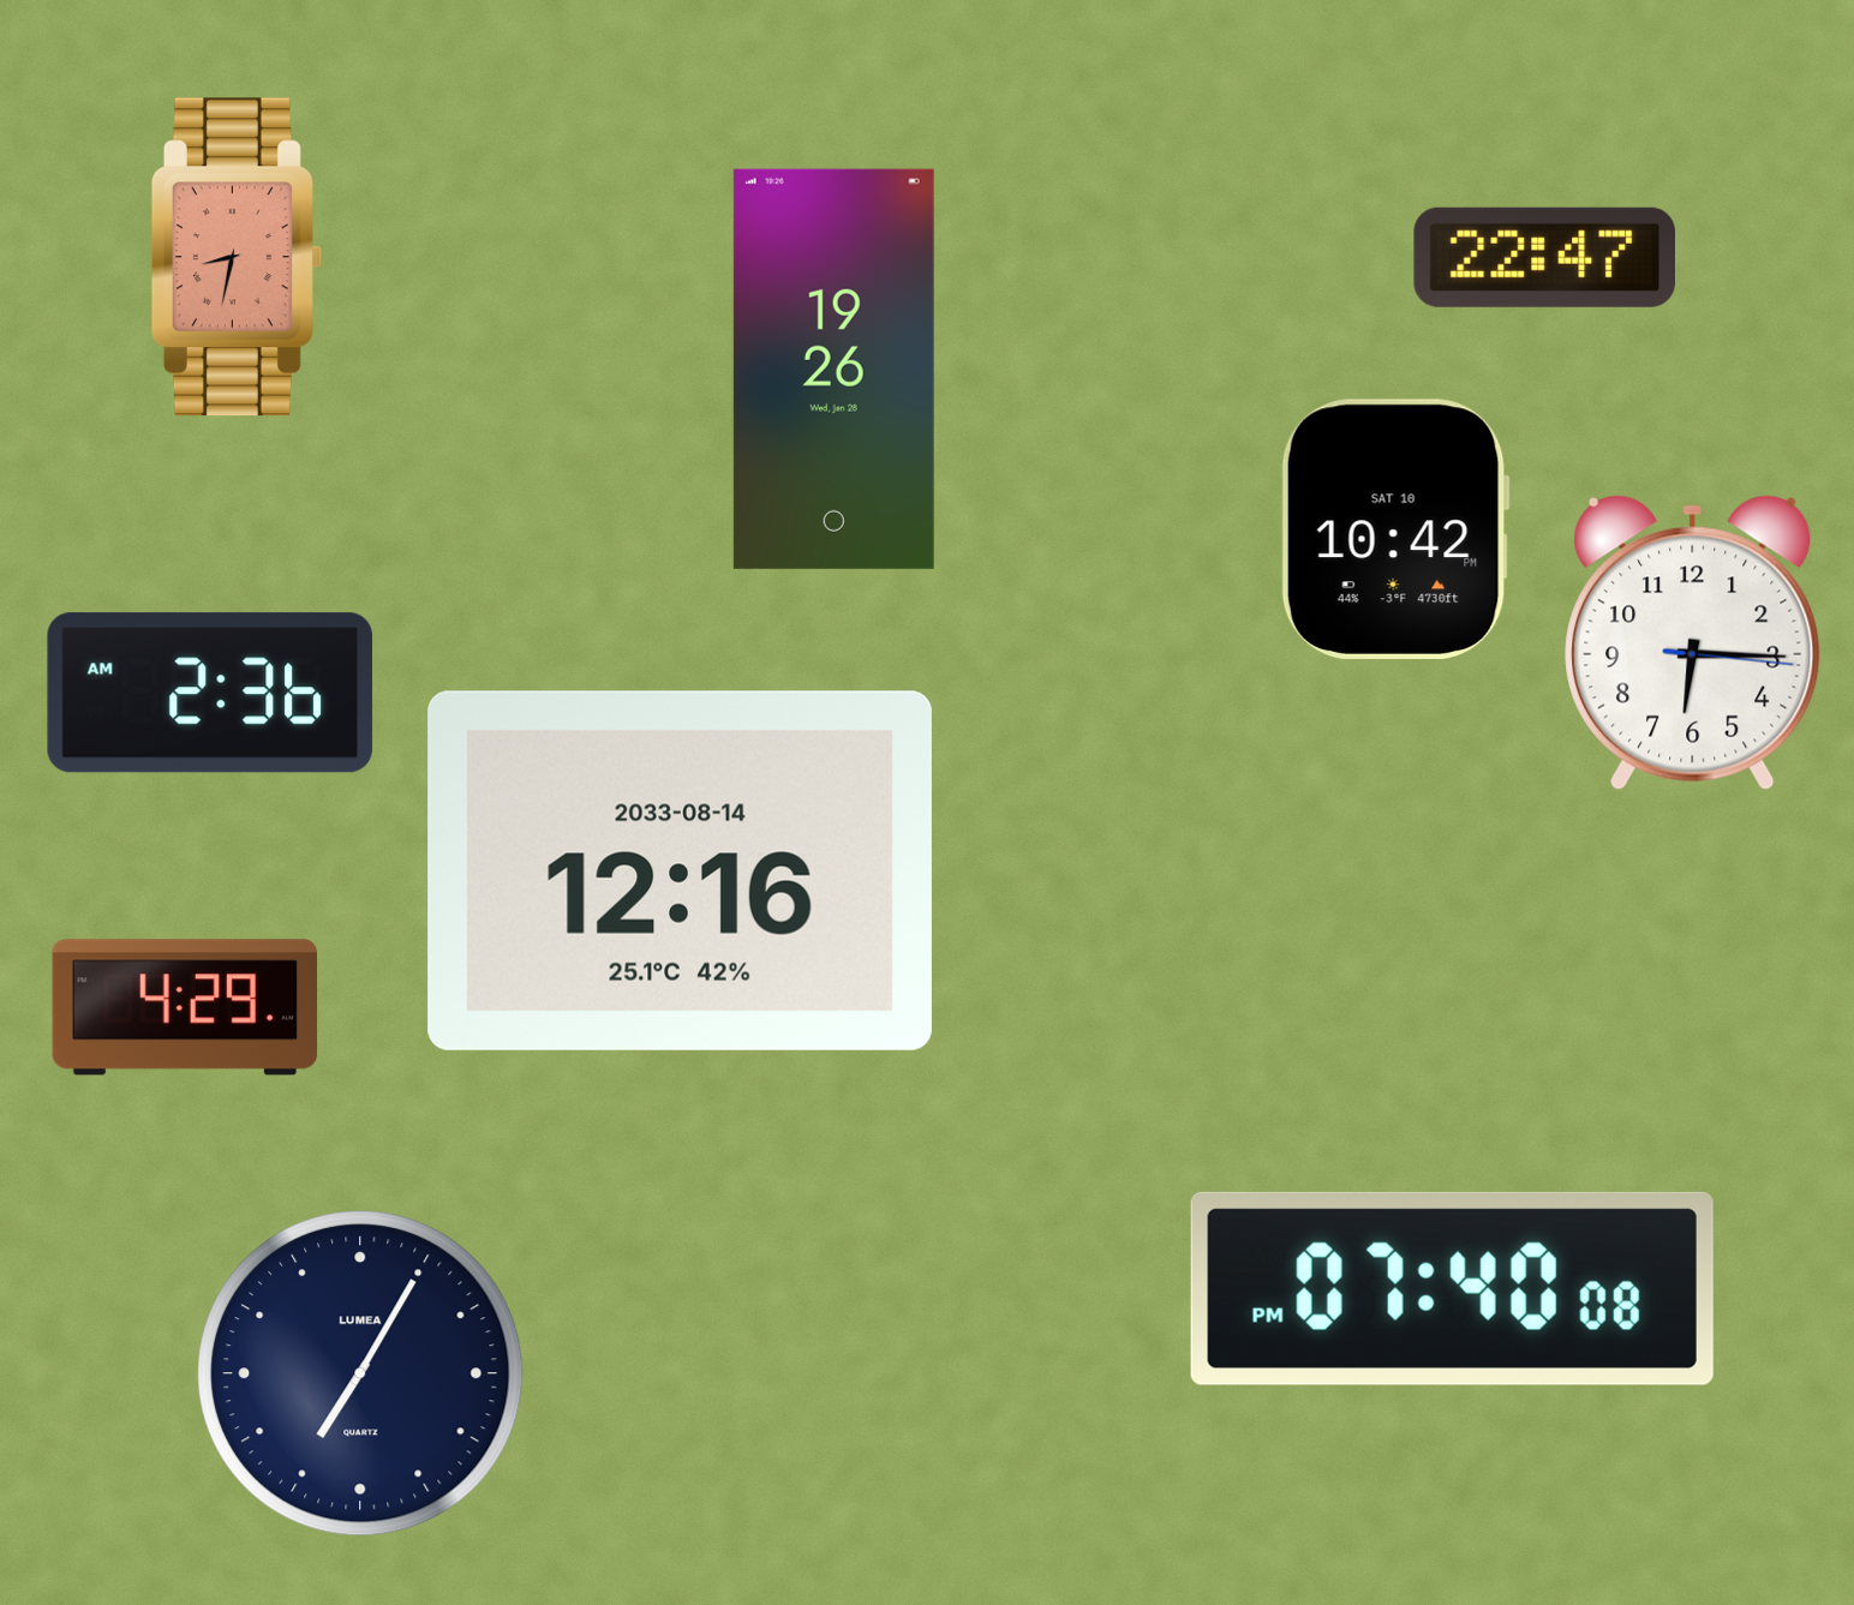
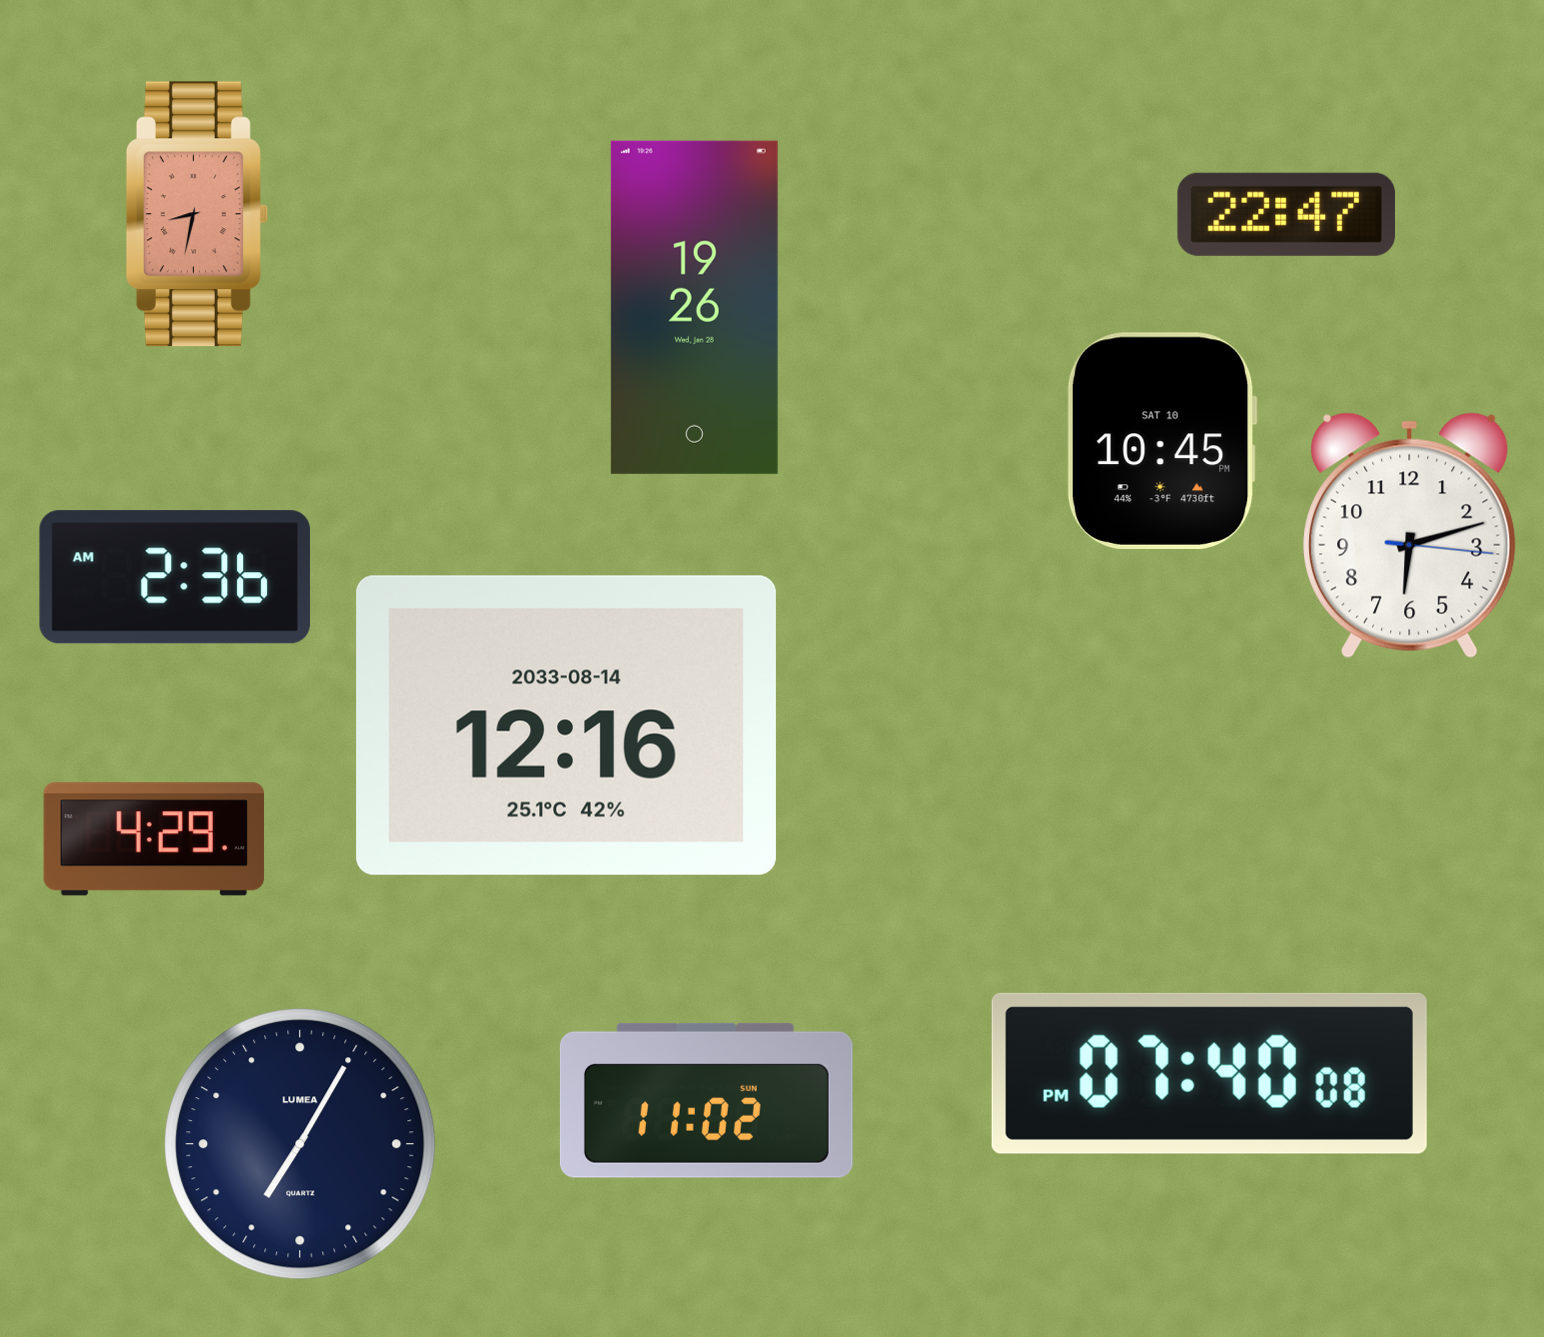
clock at (1395, 529): 10:42 -> 10:45
clock at (1693, 642): 6:15 -> 6:12
clock at (706, 1100): none -> 11:02
